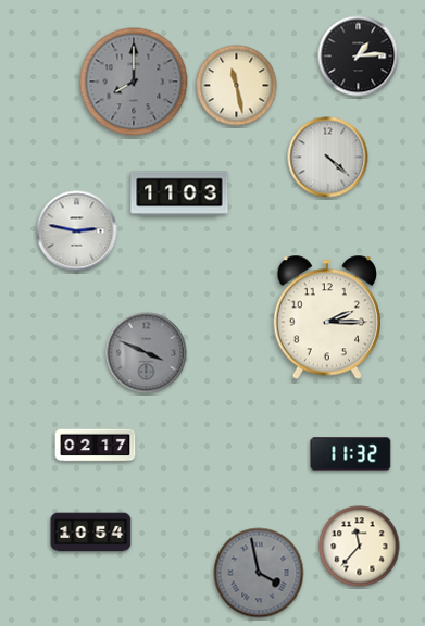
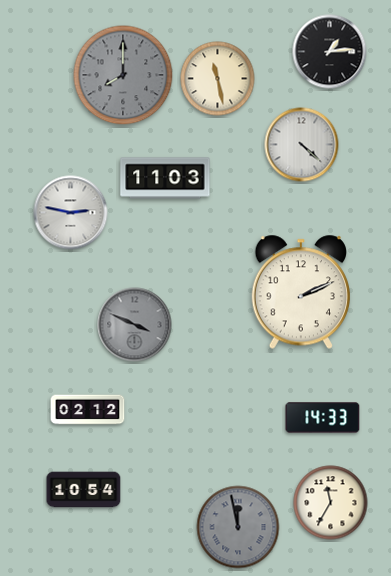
clock at (326, 317): 2:15 -> 2:11
clock at (96, 446): 02:17 -> 02:12
clock at (351, 454): 11:32 -> 14:33
clock at (360, 547): 11:37 -> 11:35
clock at (259, 573): 3:58 -> 11:58
